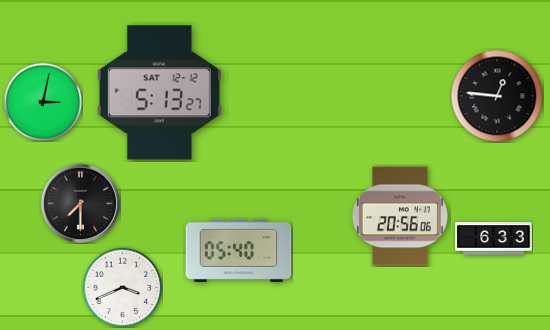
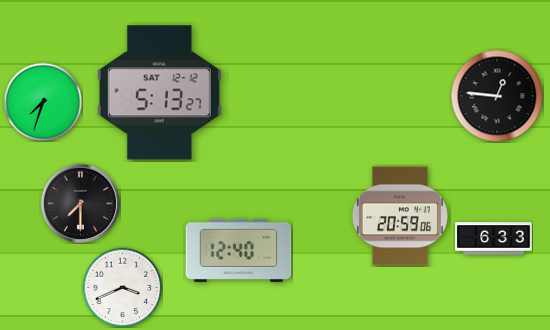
clock at (43, 102): 3:02 -> 7:33
clock at (400, 216): 20:56 -> 20:59
clock at (239, 250): 05:40 -> 12:40
